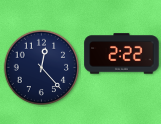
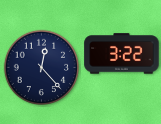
clock at (122, 54): 2:22 -> 3:22
